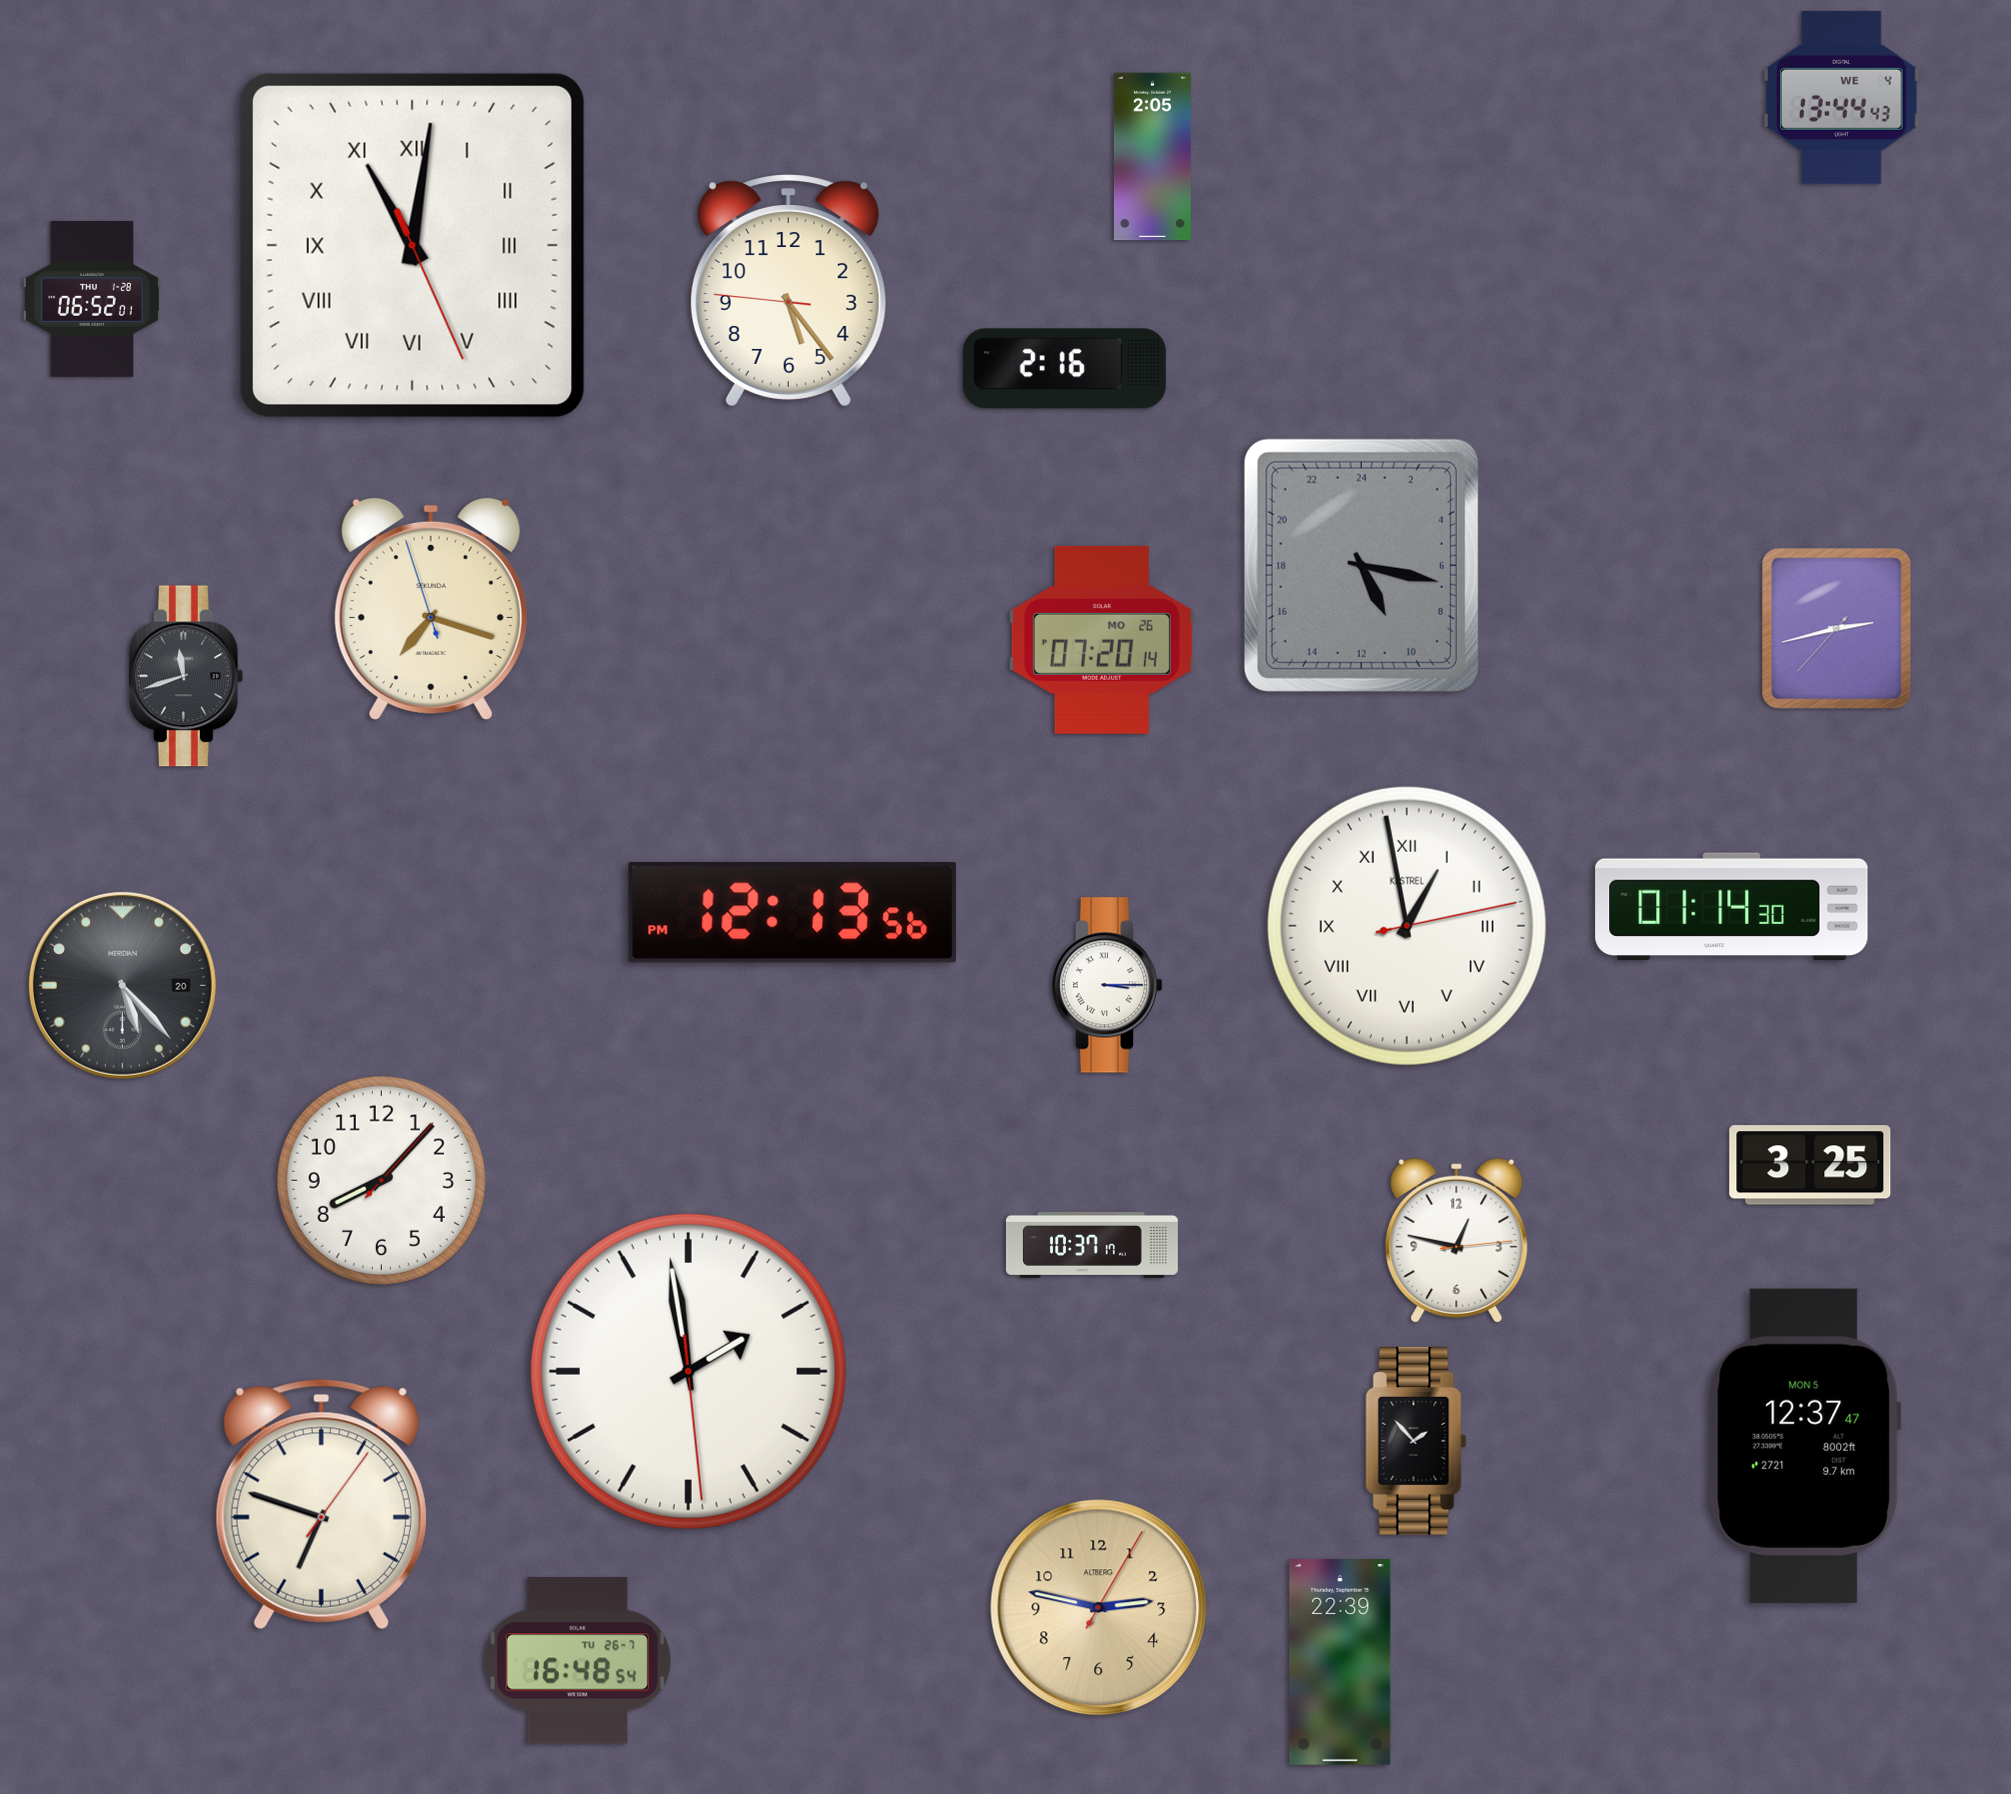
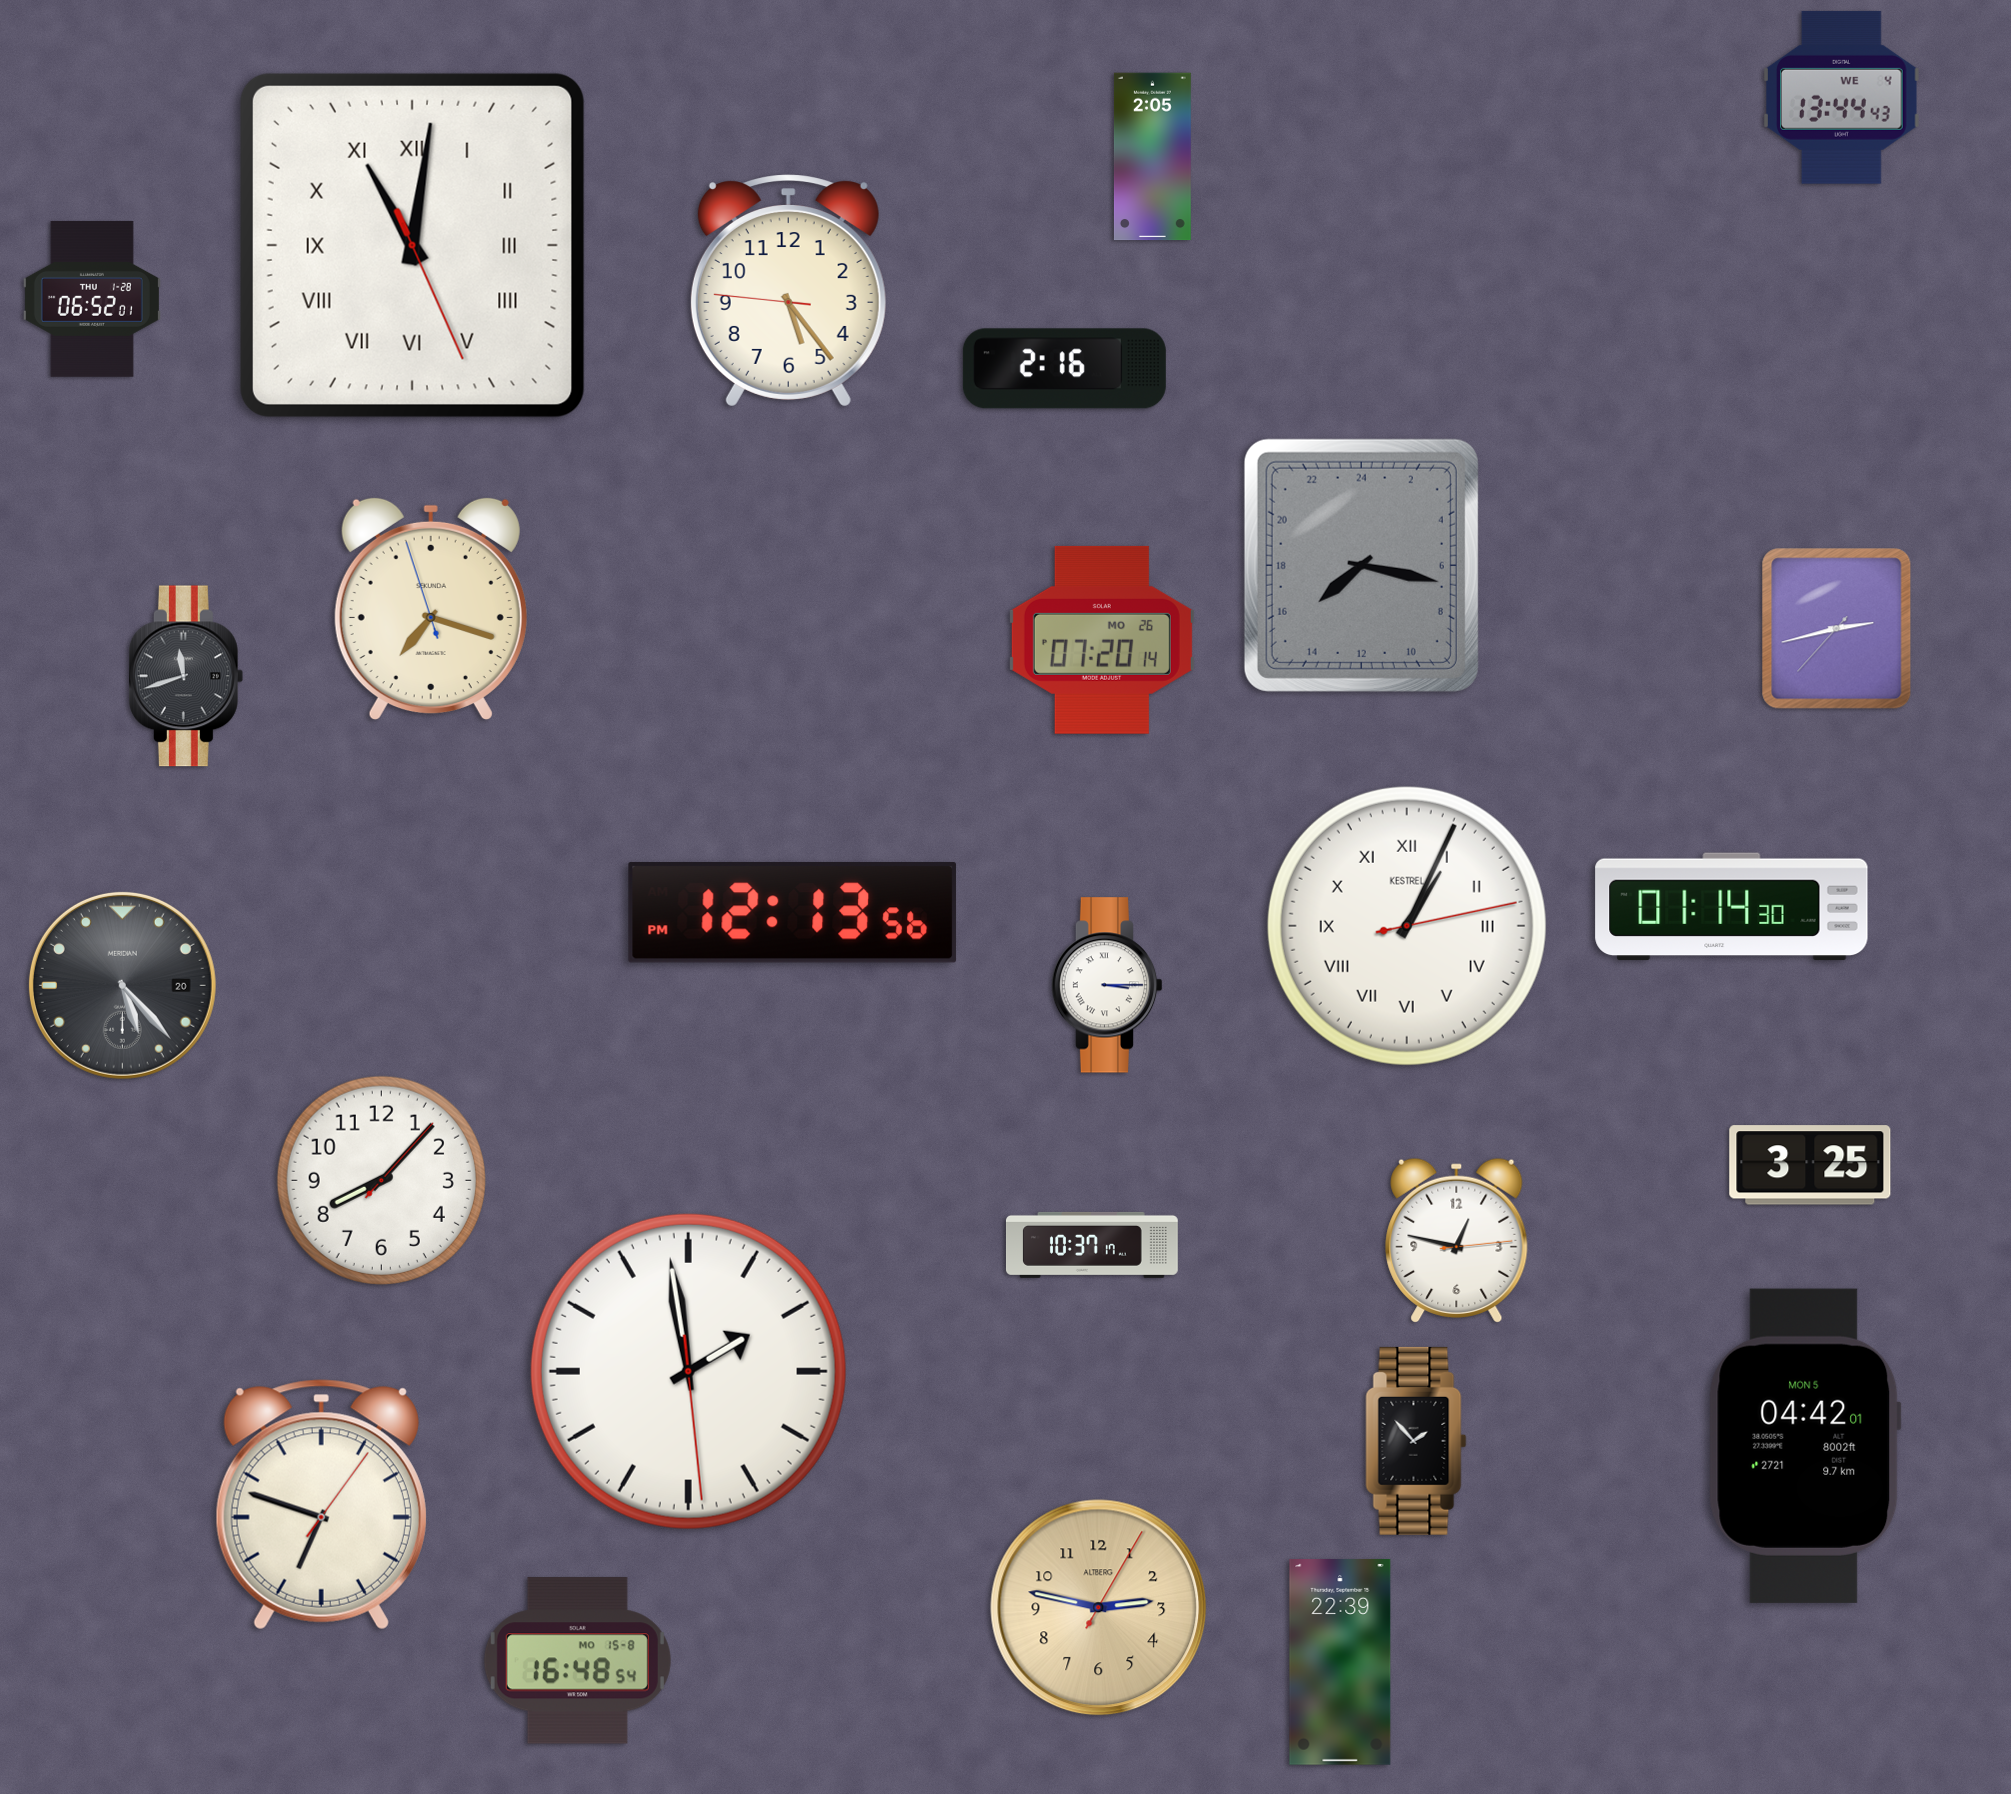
clock at (1361, 565): 10:17 -> 15:17
clock at (1407, 926): 12:58 -> 1:04
clock at (1805, 1446): 12:37 -> 04:42
clock at (577, 1661) date: TU 26-7 -> MO 15-8
